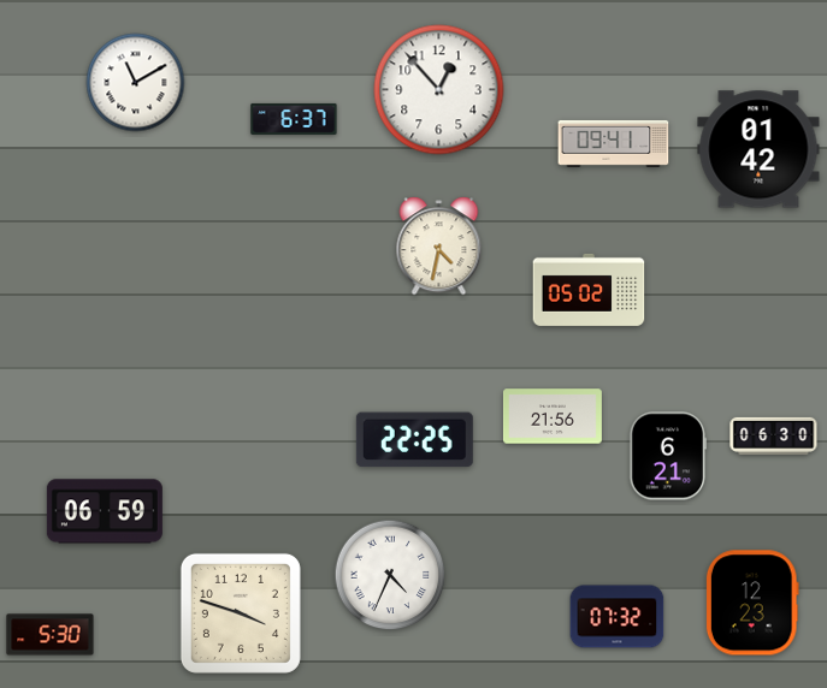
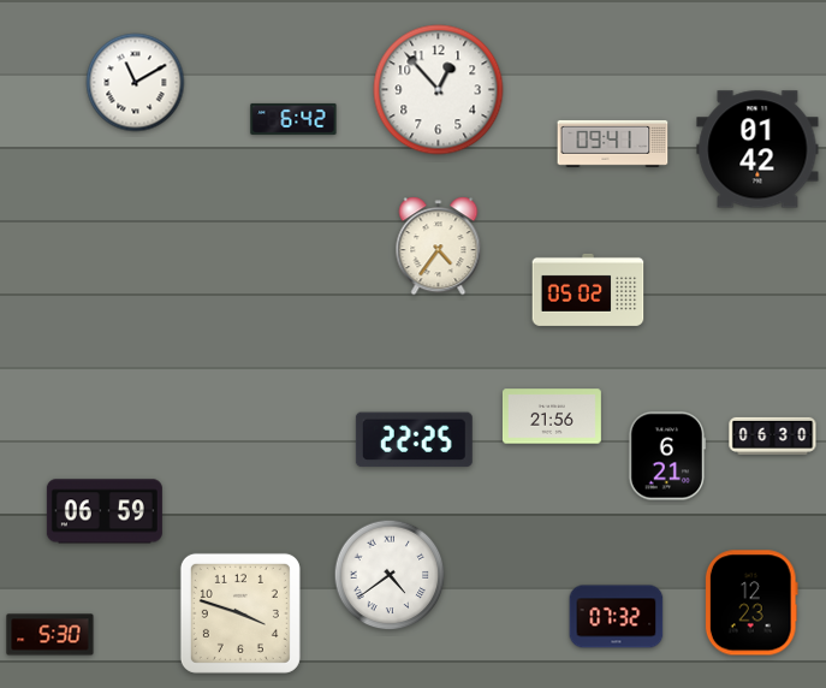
clock at (294, 119): 6:37 -> 6:42
clock at (439, 247): 4:32 -> 4:36
clock at (390, 575): 4:34 -> 4:39
